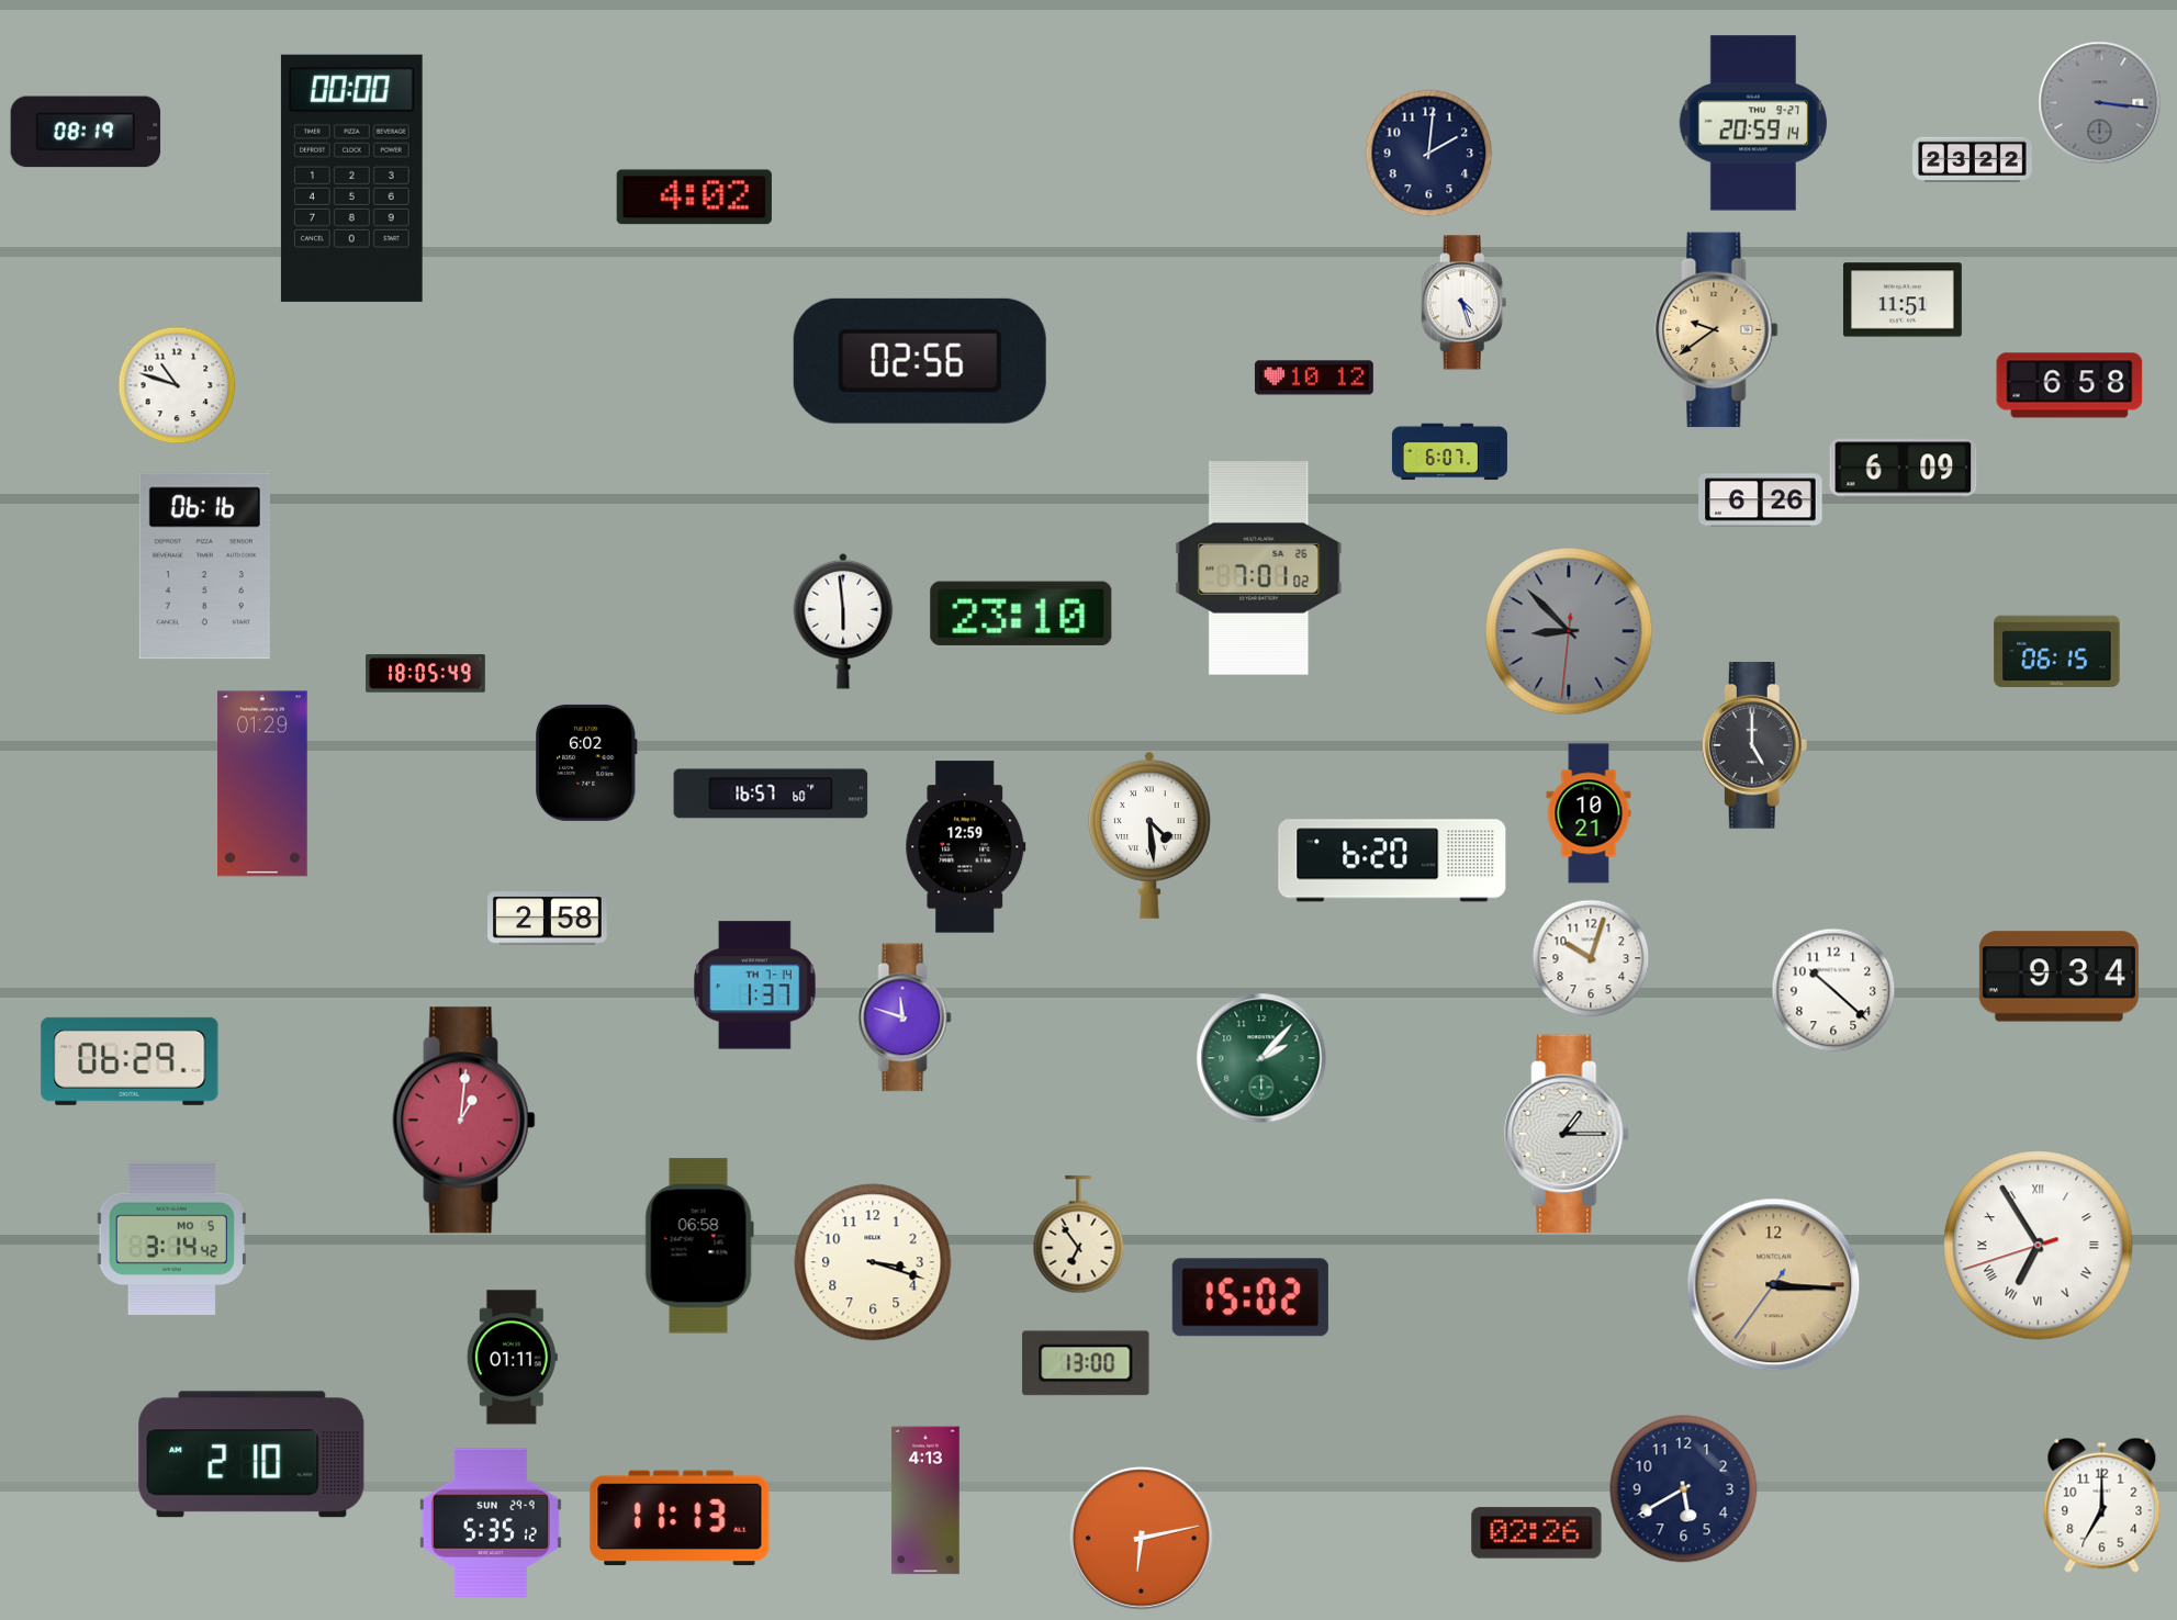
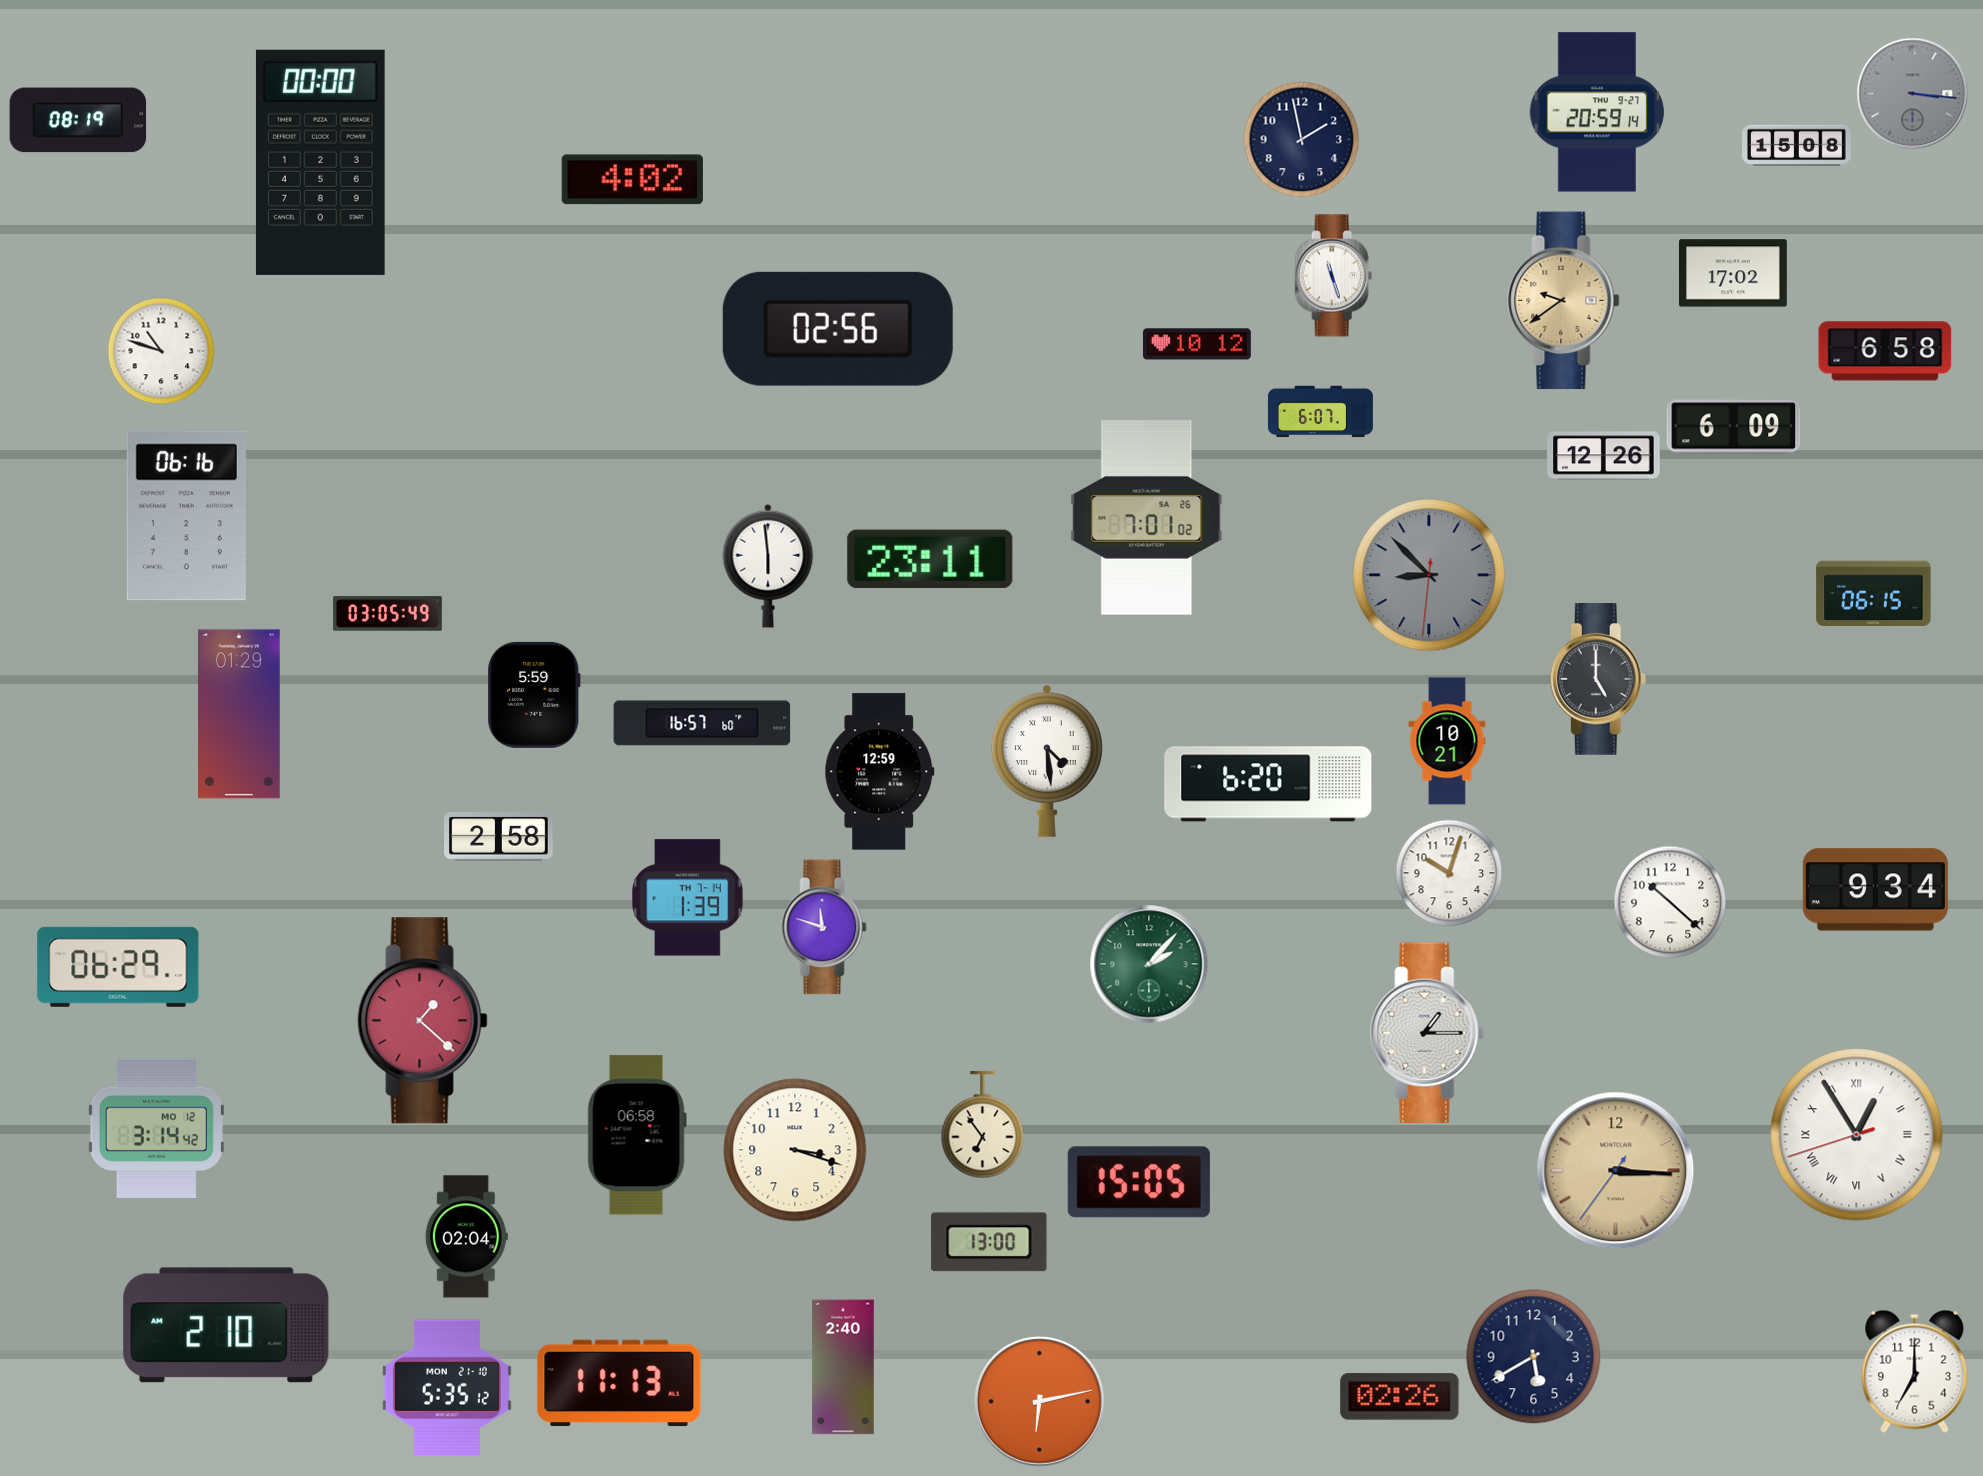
clock at (1429, 154): 2:01 -> 1:58
clock at (1973, 160): 23:22 -> 15:08
clock at (1903, 300): 11:51 -> 17:02
clock at (1465, 303): 4:27 -> 11:27
clock at (1761, 500): 6:26 -> 12:26
clock at (1021, 614): 23:10 -> 23:11
clock at (426, 674): 18:05 -> 03:05
clock at (587, 763): 6:02 -> 5:59
clock at (755, 986): 1:37 -> 1:39
clock at (464, 1121): 1:01 -> 1:22
clock at (171, 1238) date: MO 5 -> MO 12
clock at (2039, 1246): 6:54 -> 12:54
clock at (1250, 1297): 15:02 -> 15:05
clock at (512, 1358): 01:11 -> 02:04
clock at (251, 1454) position: (251, 1454) -> (226, 1325)
clock at (925, 1500): 4:13 -> 2:40
clock at (491, 1523) date: SUN 29-9 -> MON 21-10
